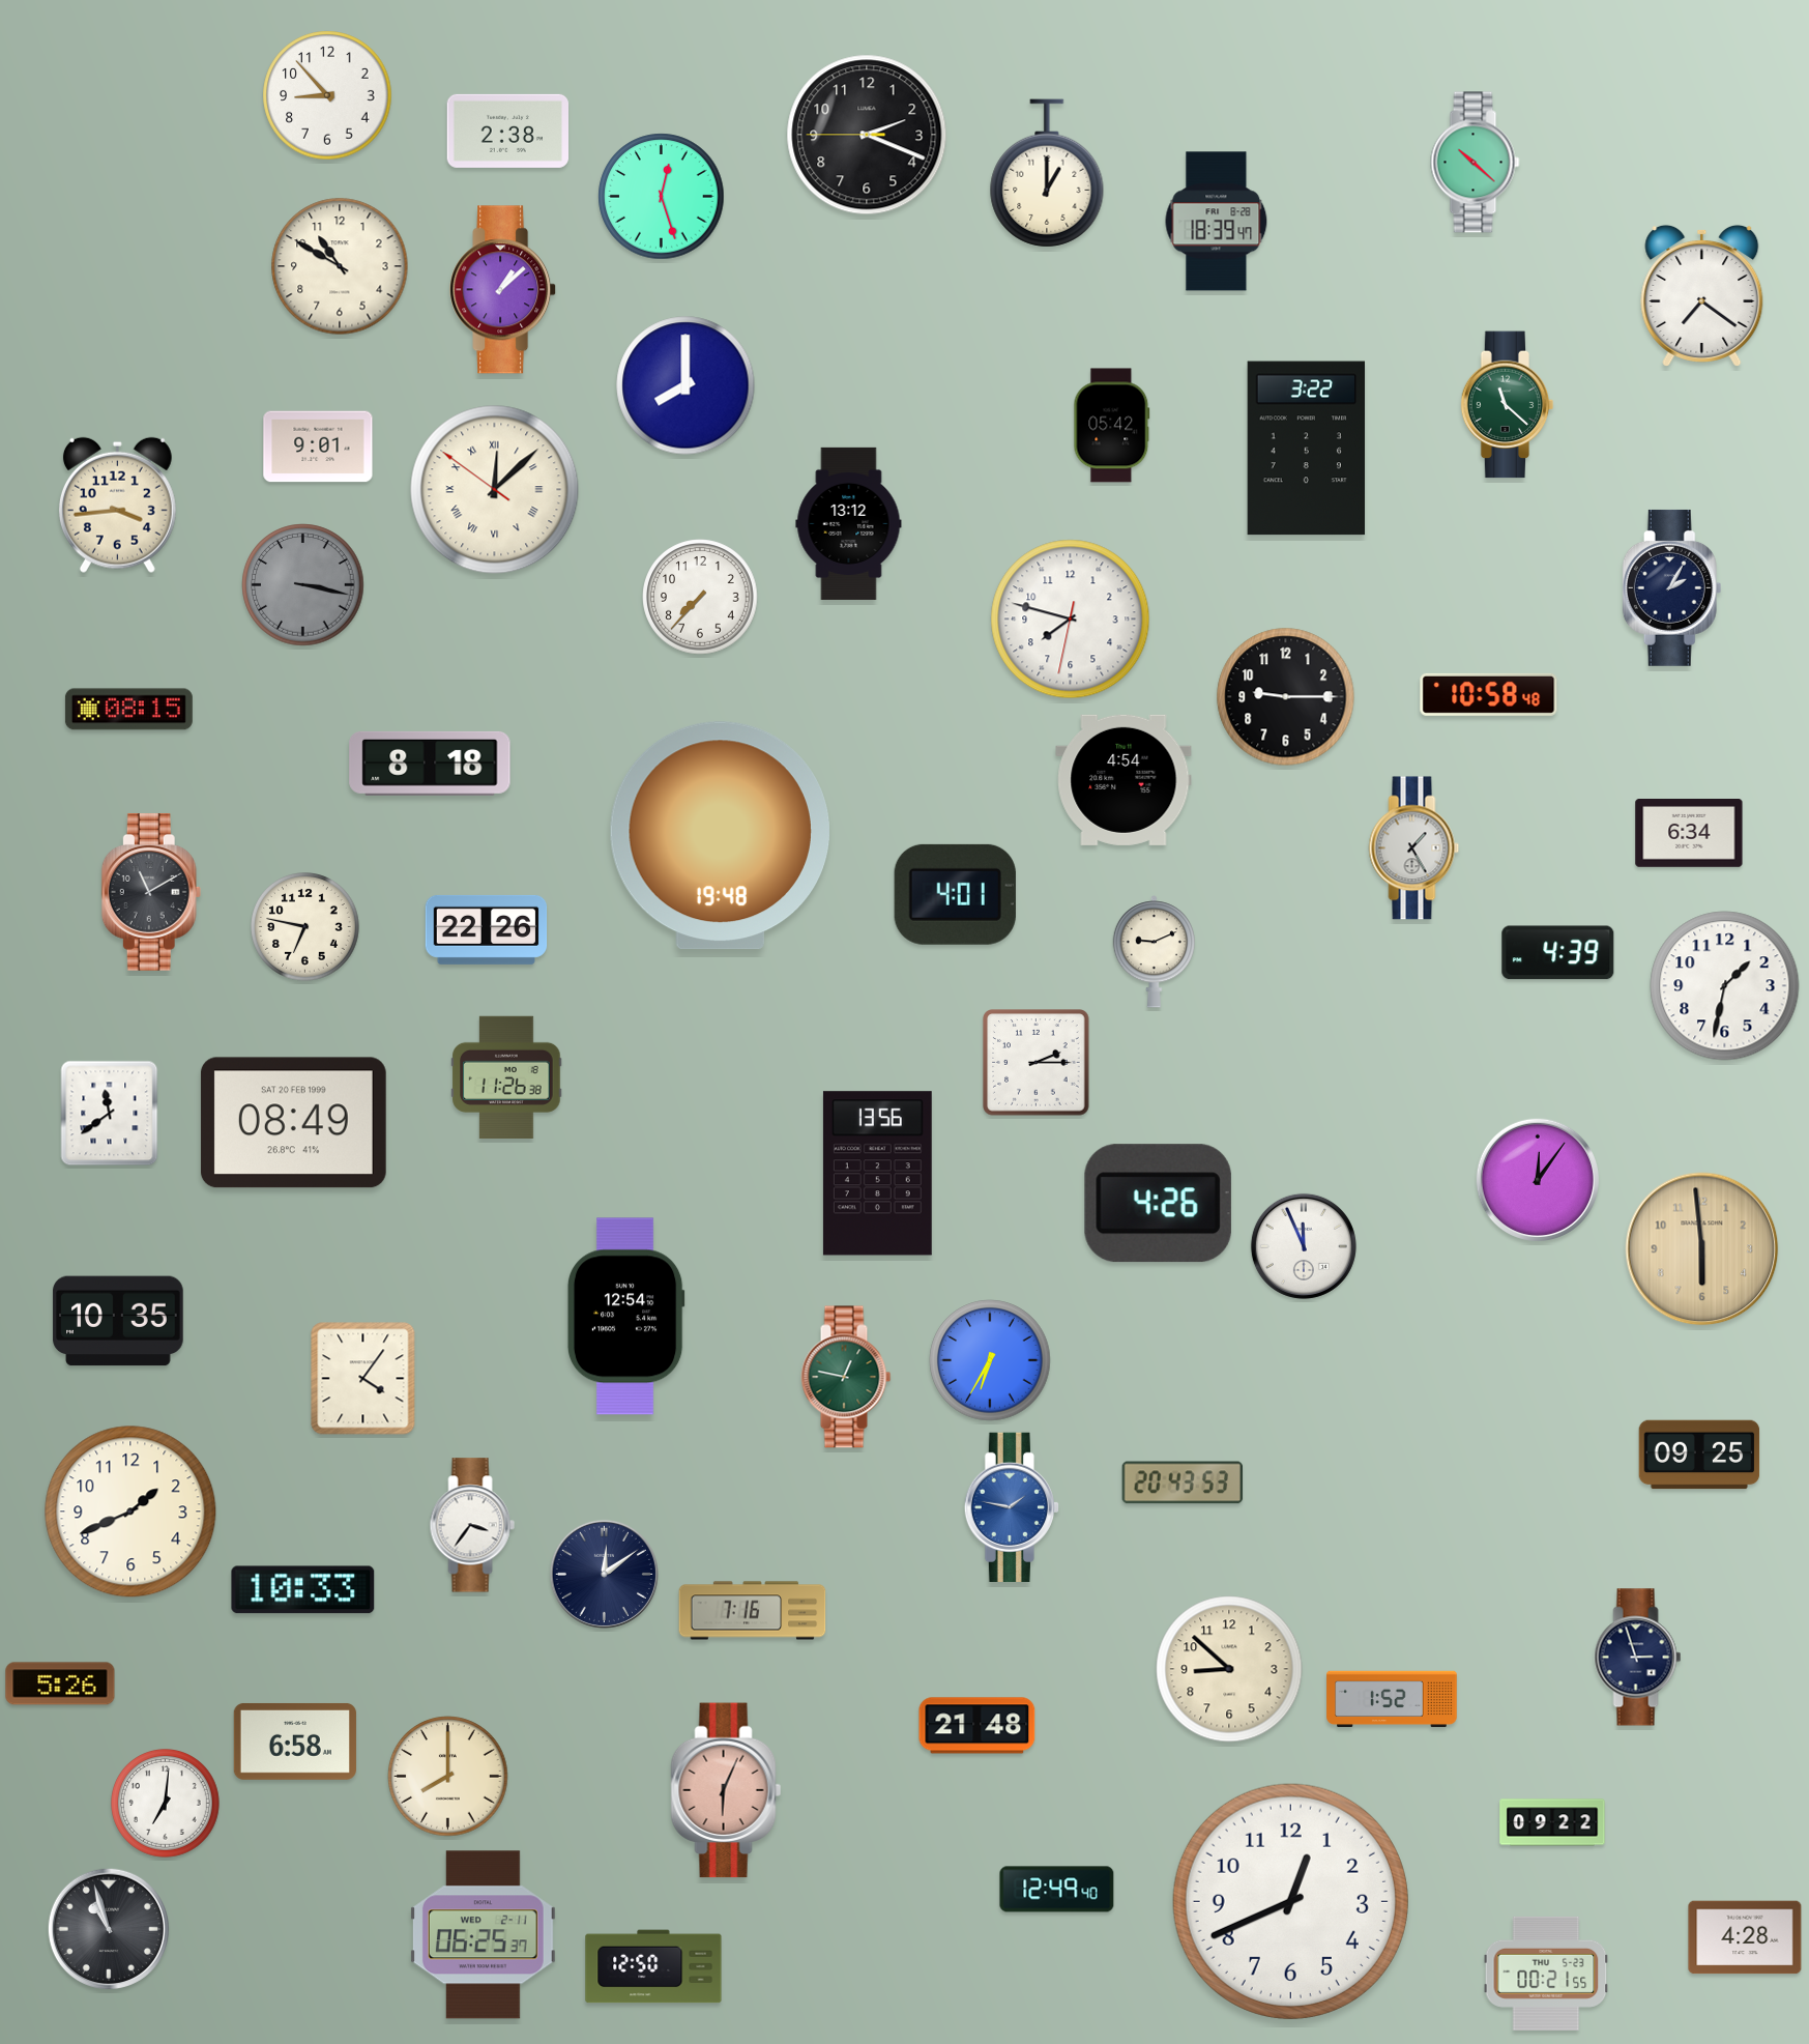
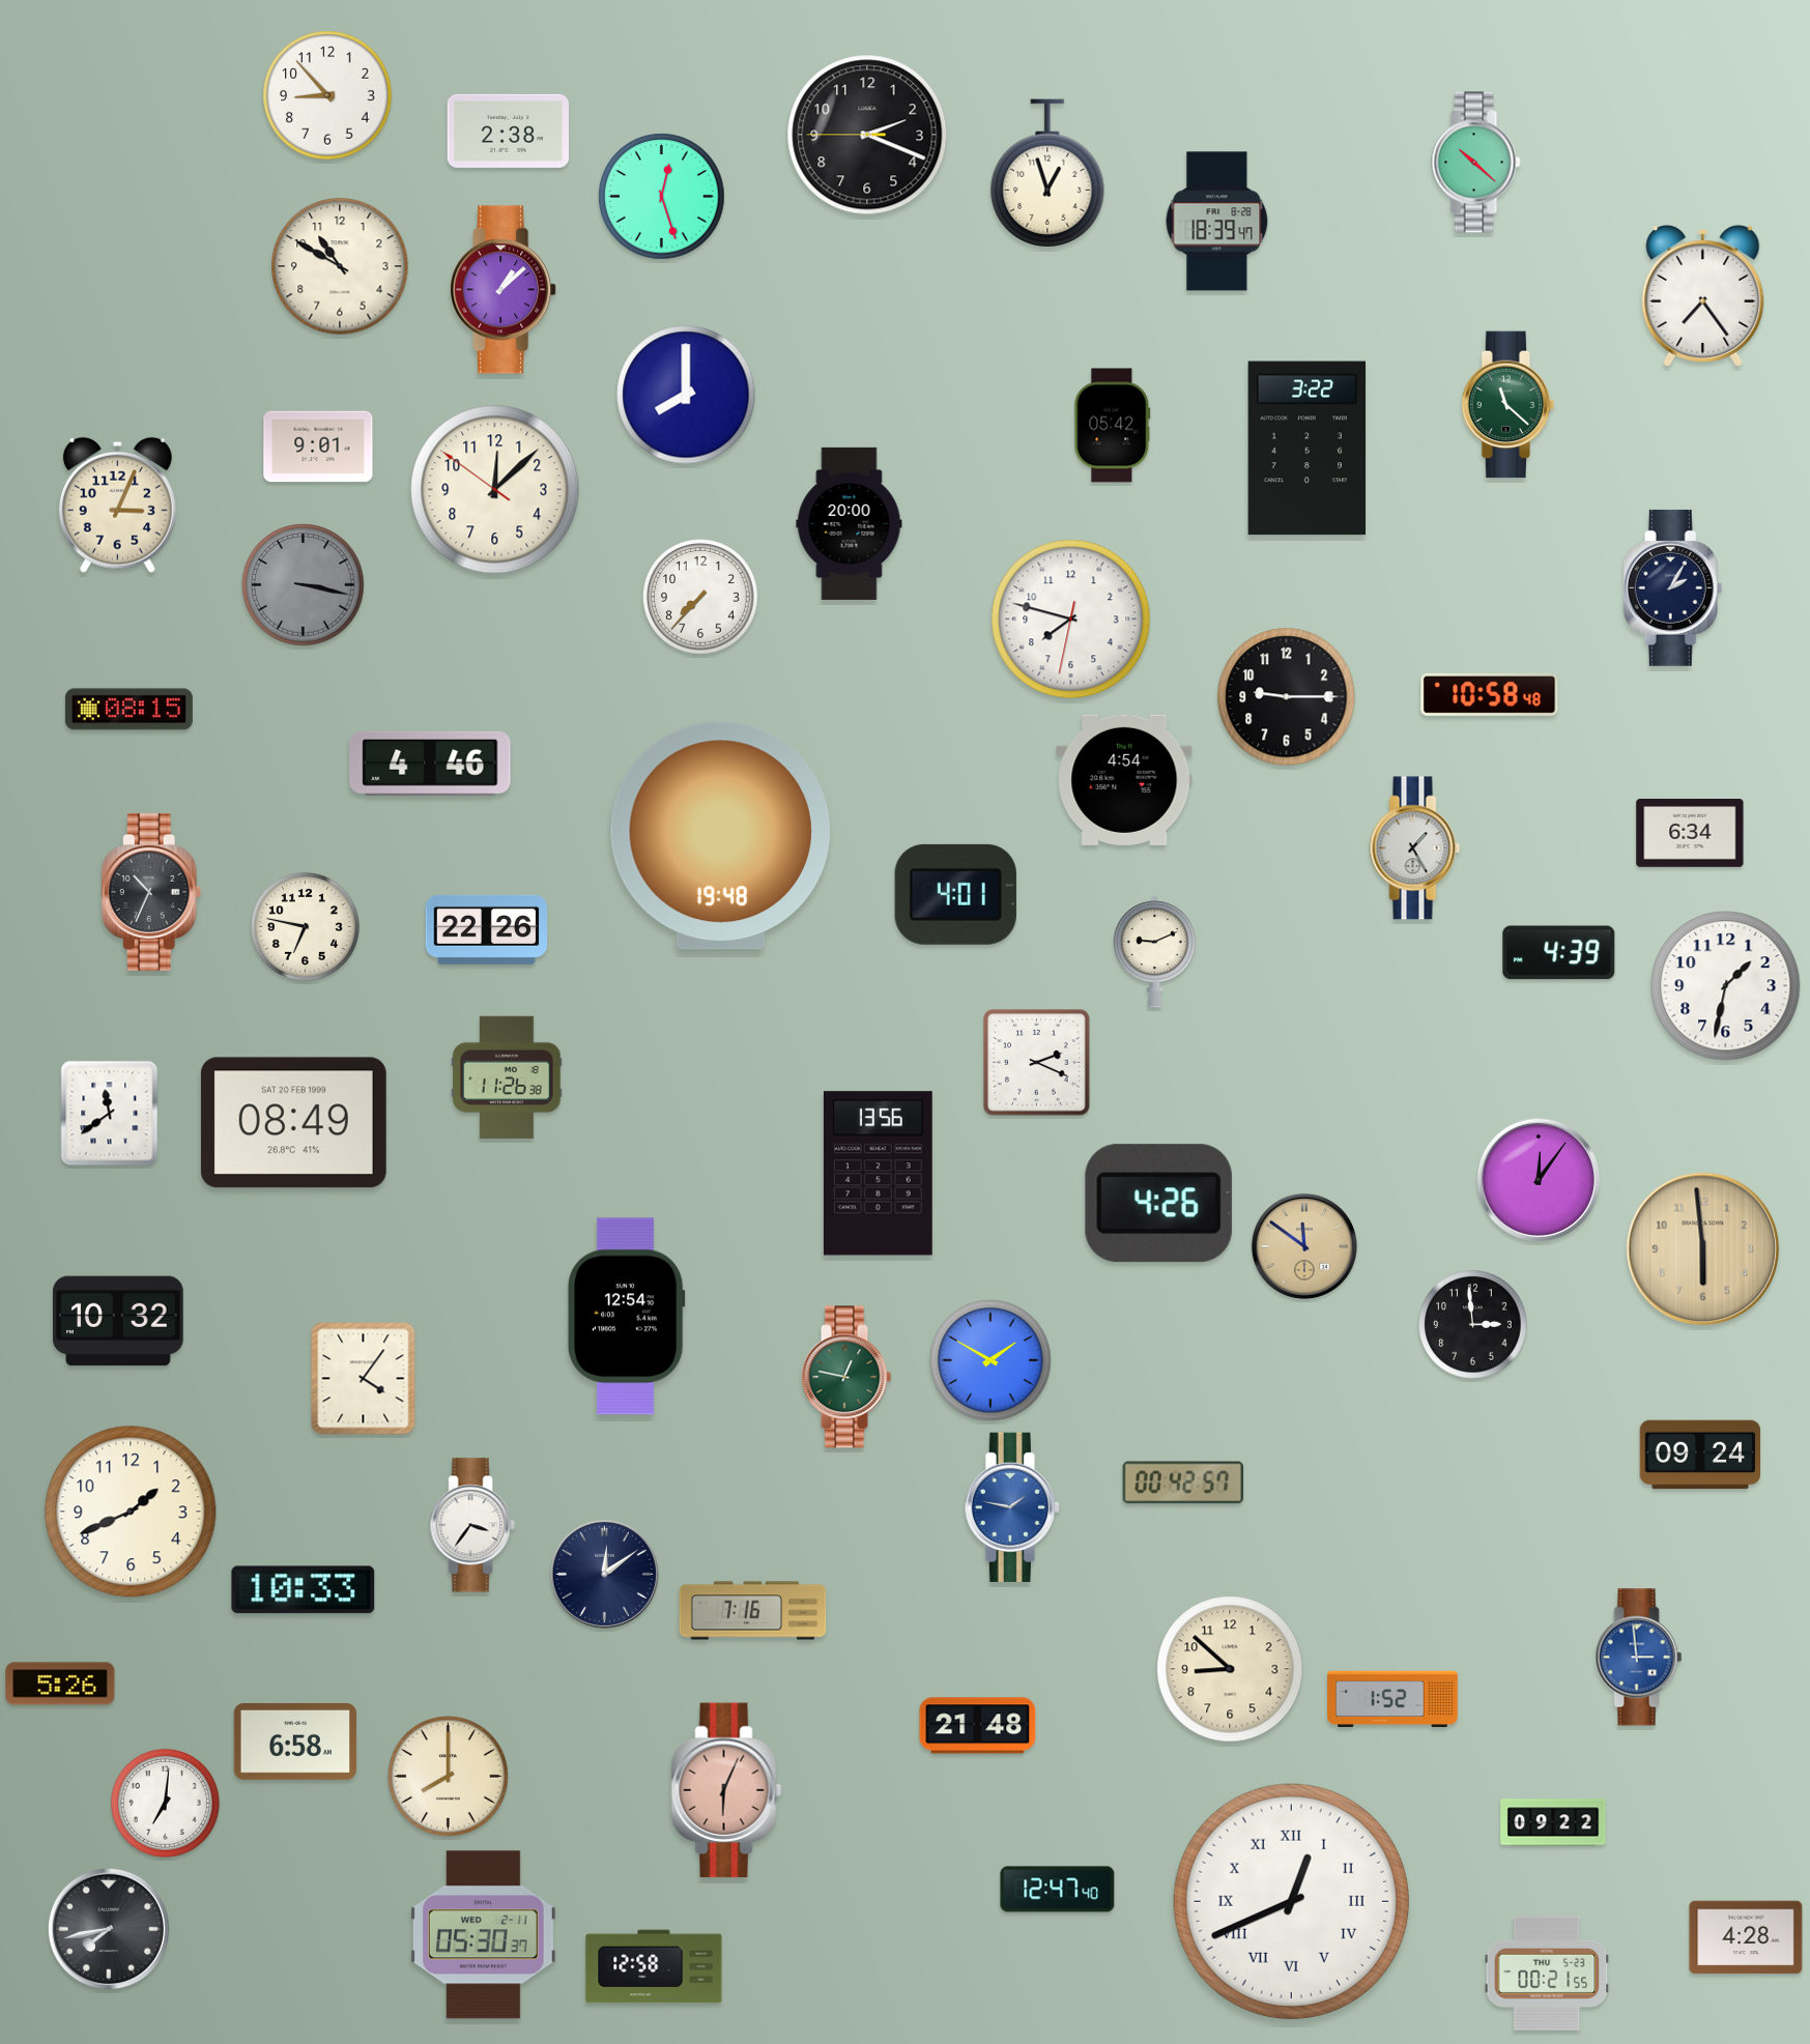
clock at (1047, 173): 1:00 -> 12:57
clock at (1702, 295): 7:21 -> 7:24
clock at (685, 385) position: (685, 385) -> (686, 395)
clock at (495, 490) numerals: Roman -> Arabic
clock at (117, 505): 3:44 -> 3:04
clock at (849, 523): 13:12 -> 20:00
clock at (430, 764): 8:18 -> 4:46
clock at (151, 892): 11:10 -> 10:34
clock at (1037, 1063): 2:15 -> 2:19
clock at (1304, 1246): 11:56 -> 11:51
clock at (1304, 1246) dial: white -> champagne
clock at (118, 1321): 10:35 -> 10:32
clock at (1473, 1325): none -> 2:59
clock at (990, 1360): 6:35 -> 1:50
clock at (1699, 1455): 09:25 -> 09:24
clock at (1183, 1482): 20:43 -> 00:42
clock at (1638, 1658): 2:57 -> 2:59
clock at (1638, 1658) dial: navy -> blue
clock at (1057, 1890): 12:49 -> 12:47
clock at (1290, 1901) numerals: Arabic -> Roman
clock at (109, 1929): 10:57 -> 7:43
clock at (483, 1935): 06:25 -> 05:30
clock at (653, 1966): 12:50 -> 12:58
